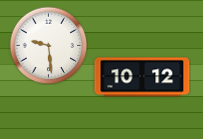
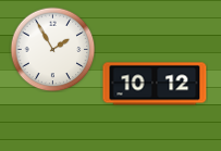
clock at (48, 45): 9:29 -> 1:55
